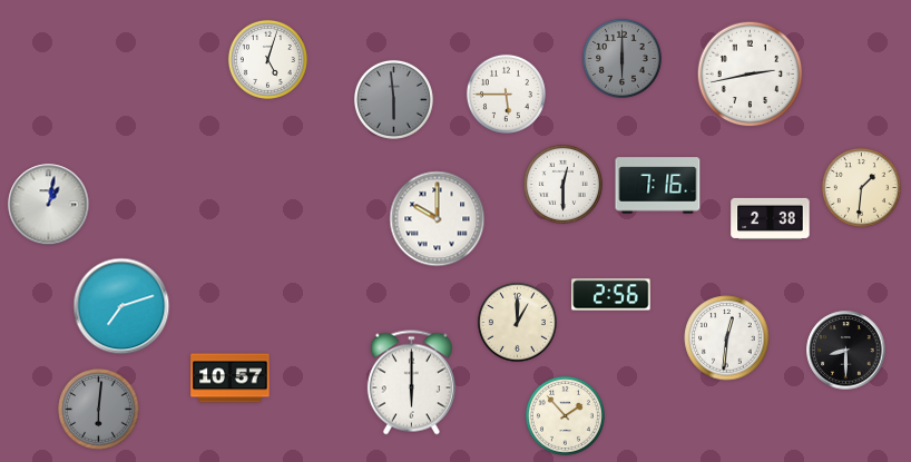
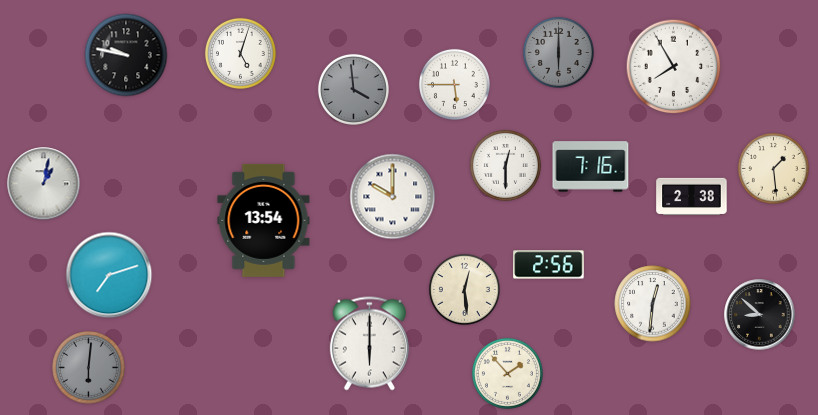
clock at (126, 55): none -> 9:47
clock at (751, 75): 2:43 -> 7:55
clock at (393, 99): 5:59 -> 3:59
clock at (861, 187): 1:31 -> 1:29
clock at (264, 220): none -> 13:54
clock at (517, 322): 1:00 -> 12:29
clock at (846, 351): 8:30 -> 8:52
clock at (231, 379): 10:57 -> none
